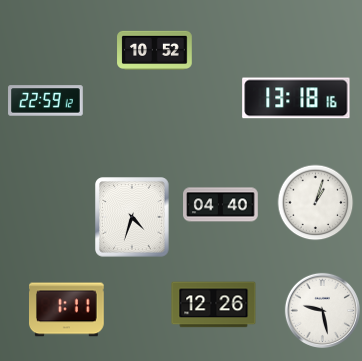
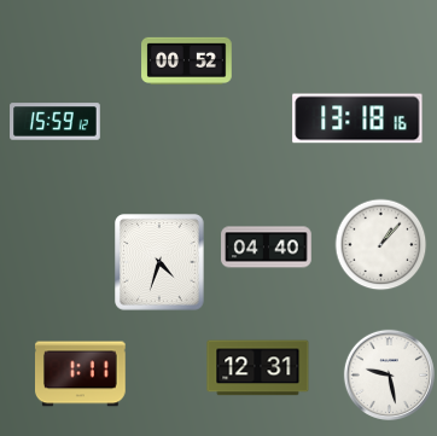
clock at (155, 50): 10:52 -> 00:52
clock at (46, 101): 22:59 -> 15:59
clock at (316, 203): 1:03 -> 1:07
clock at (214, 305): 12:26 -> 12:31
